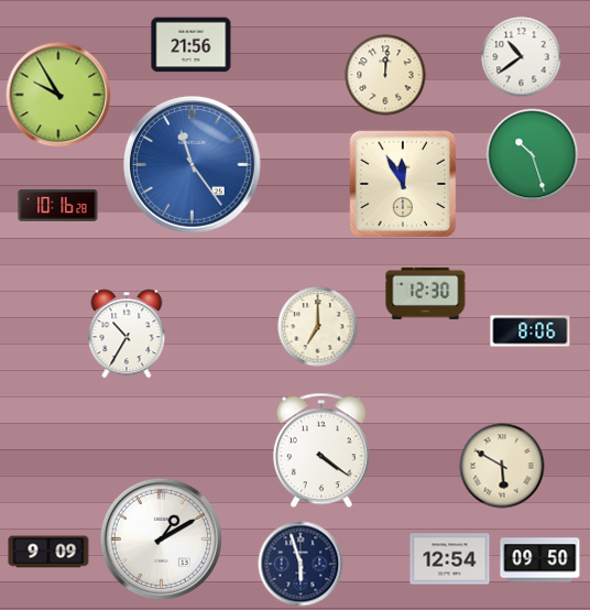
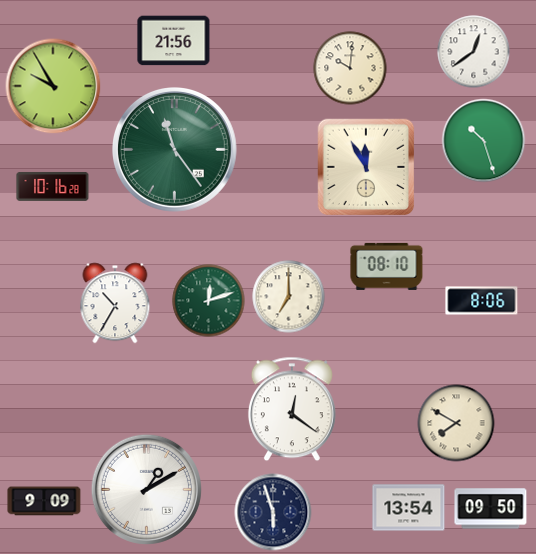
clock at (522, 57): 10:39 -> 12:39
clock at (385, 75): 12:01 -> 10:01
clock at (193, 165) dial: blue -> green
clock at (426, 293): 12:30 -> 08:10
clock at (209, 301): none -> 12:12
clock at (321, 450): 4:21 -> 12:21
clock at (502, 466): 5:50 -> 7:50
clock at (450, 559): 12:54 -> 13:54
